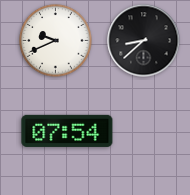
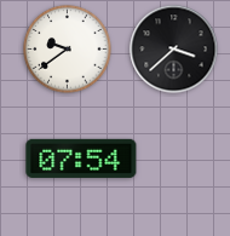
clock at (56, 41): 9:41 -> 9:39
clock at (144, 41): 8:38 -> 3:38
